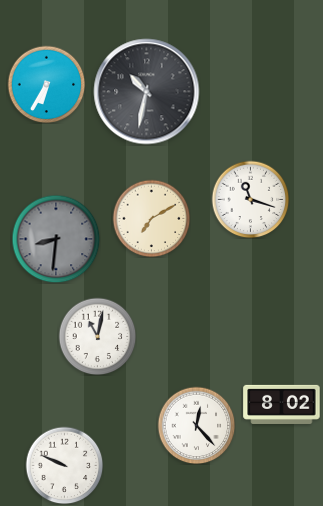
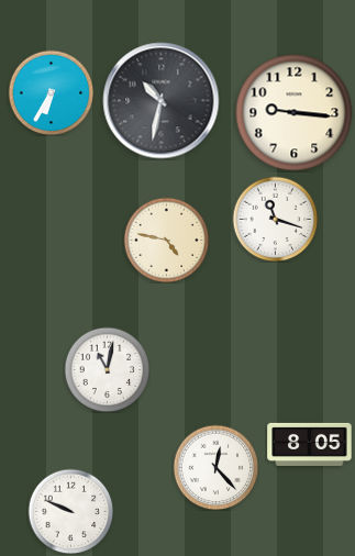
clock at (295, 113): none -> 9:16
clock at (151, 218): 7:10 -> 4:47
clock at (56, 239): 8:31 -> none
clock at (282, 404): 8:02 -> 8:05
